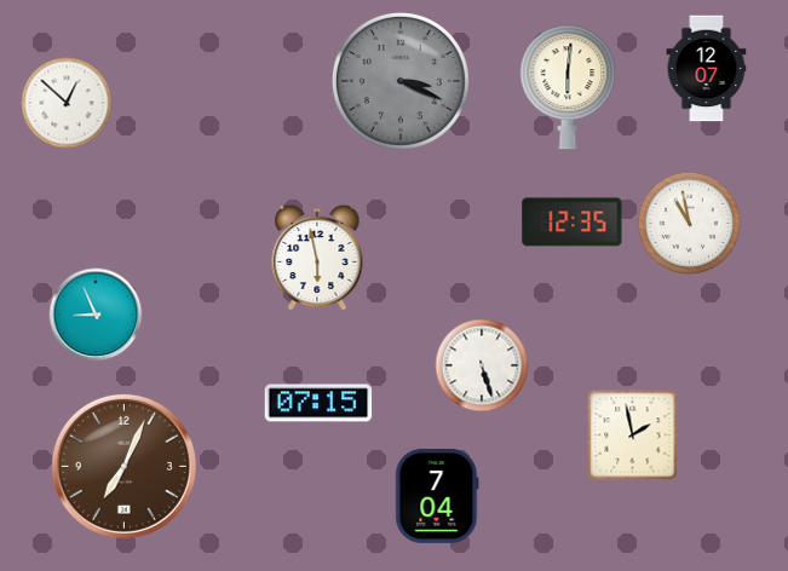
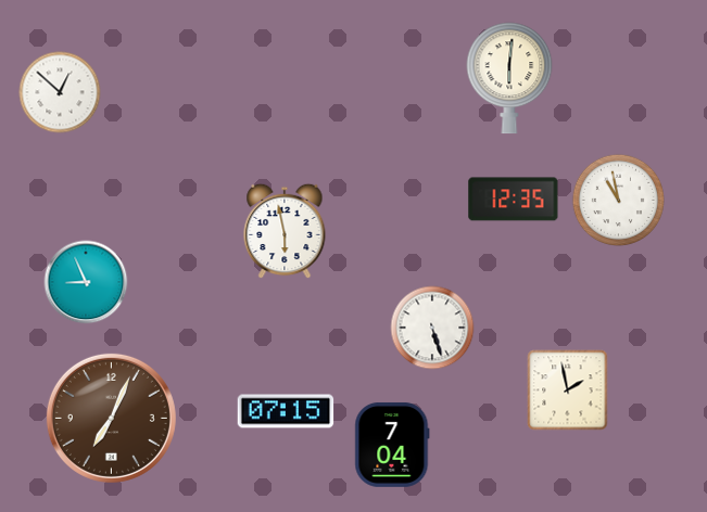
clock at (707, 69): 12:07 -> none
clock at (401, 81): 3:19 -> none
clock at (318, 403) position: (318, 403) -> (286, 411)
